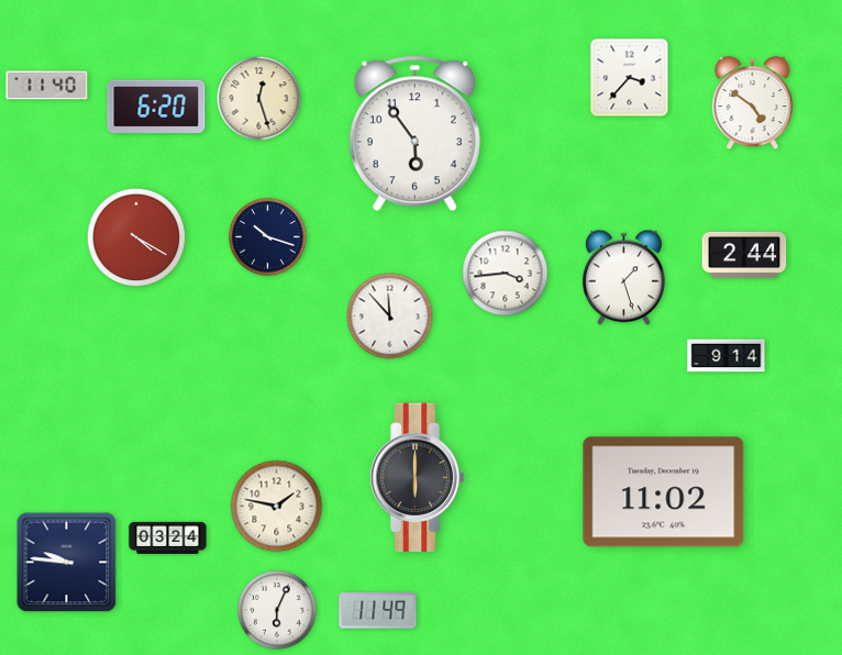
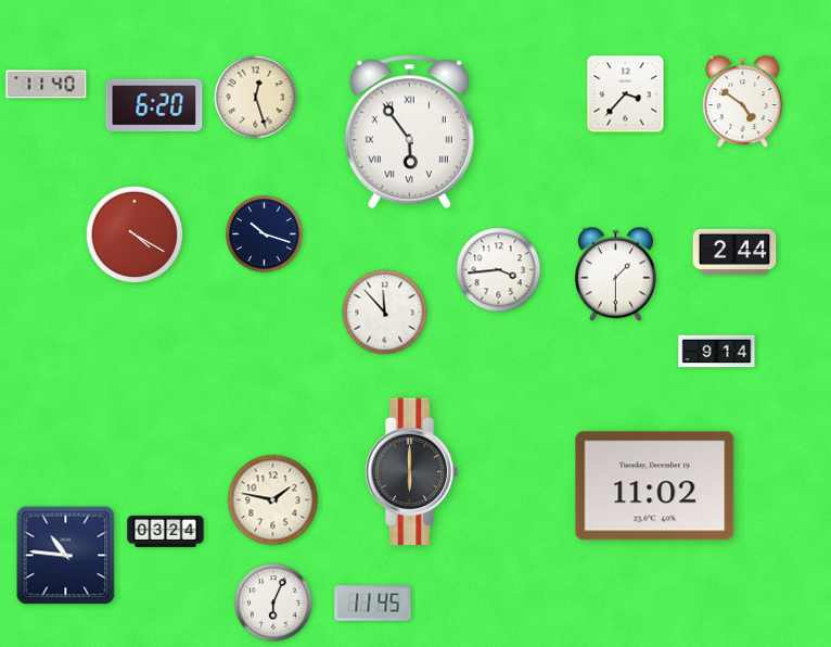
clock at (630, 78) position: (630, 78) -> (626, 94)
clock at (414, 134) numerals: Arabic -> Roman
clock at (623, 278): 1:27 -> 1:30
clock at (67, 563): 9:46 -> 10:46
clock at (378, 611): 11:49 -> 11:45
